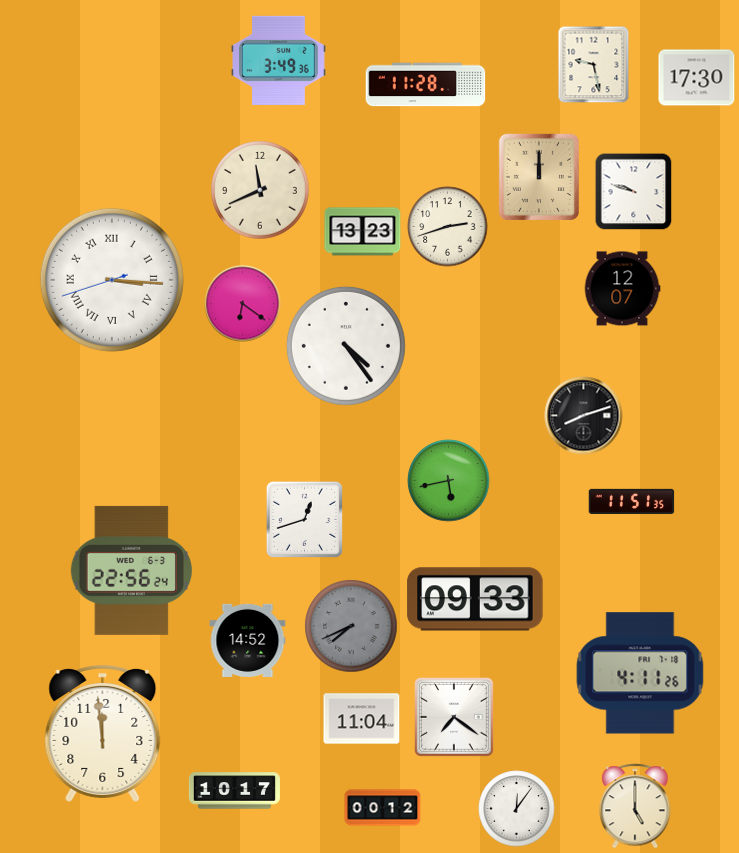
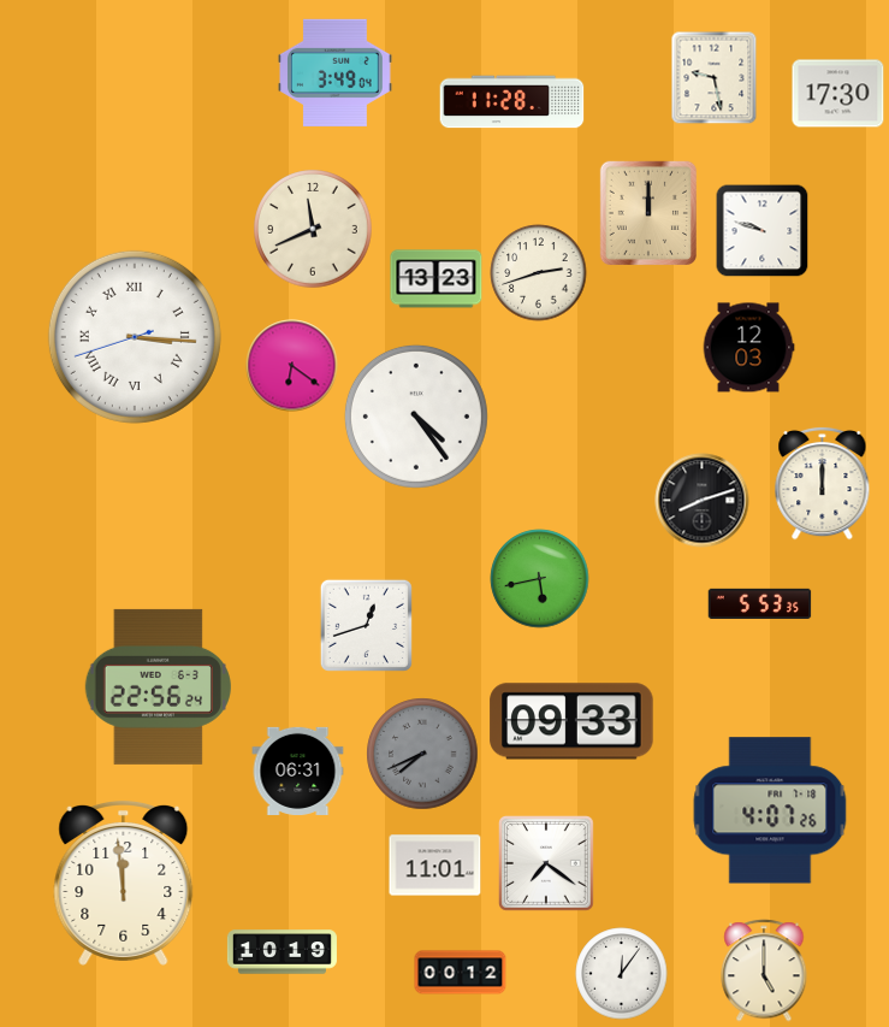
clock at (279, 60): 3:49:36 -> 3:49:04
clock at (622, 289): 12:07 -> 12:03
clock at (823, 483): none -> 12:00
clock at (632, 501): 11:51 -> 5:53
clock at (248, 640): 14:52 -> 06:31
clock at (640, 673): 4:11 -> 4:07
clock at (362, 719): 11:04 -> 11:01
clock at (234, 791): 10:17 -> 10:19
